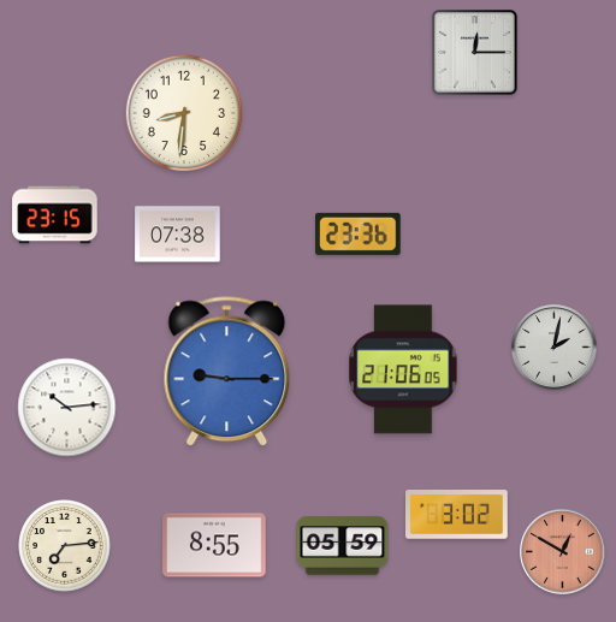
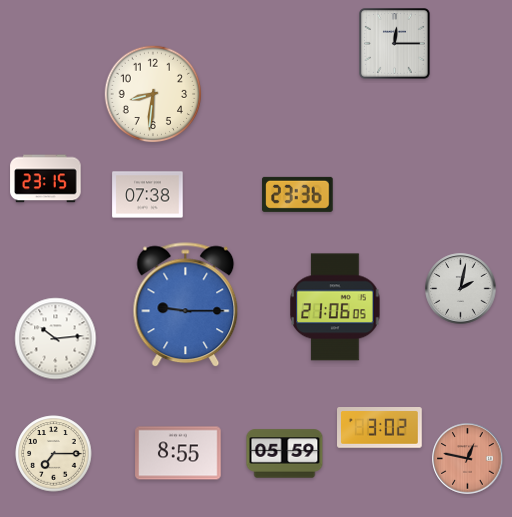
clock at (227, 372) position: (227, 372) -> (186, 305)
clock at (65, 546): 7:14 -> 7:15
clock at (563, 552): 12:50 -> 12:47
